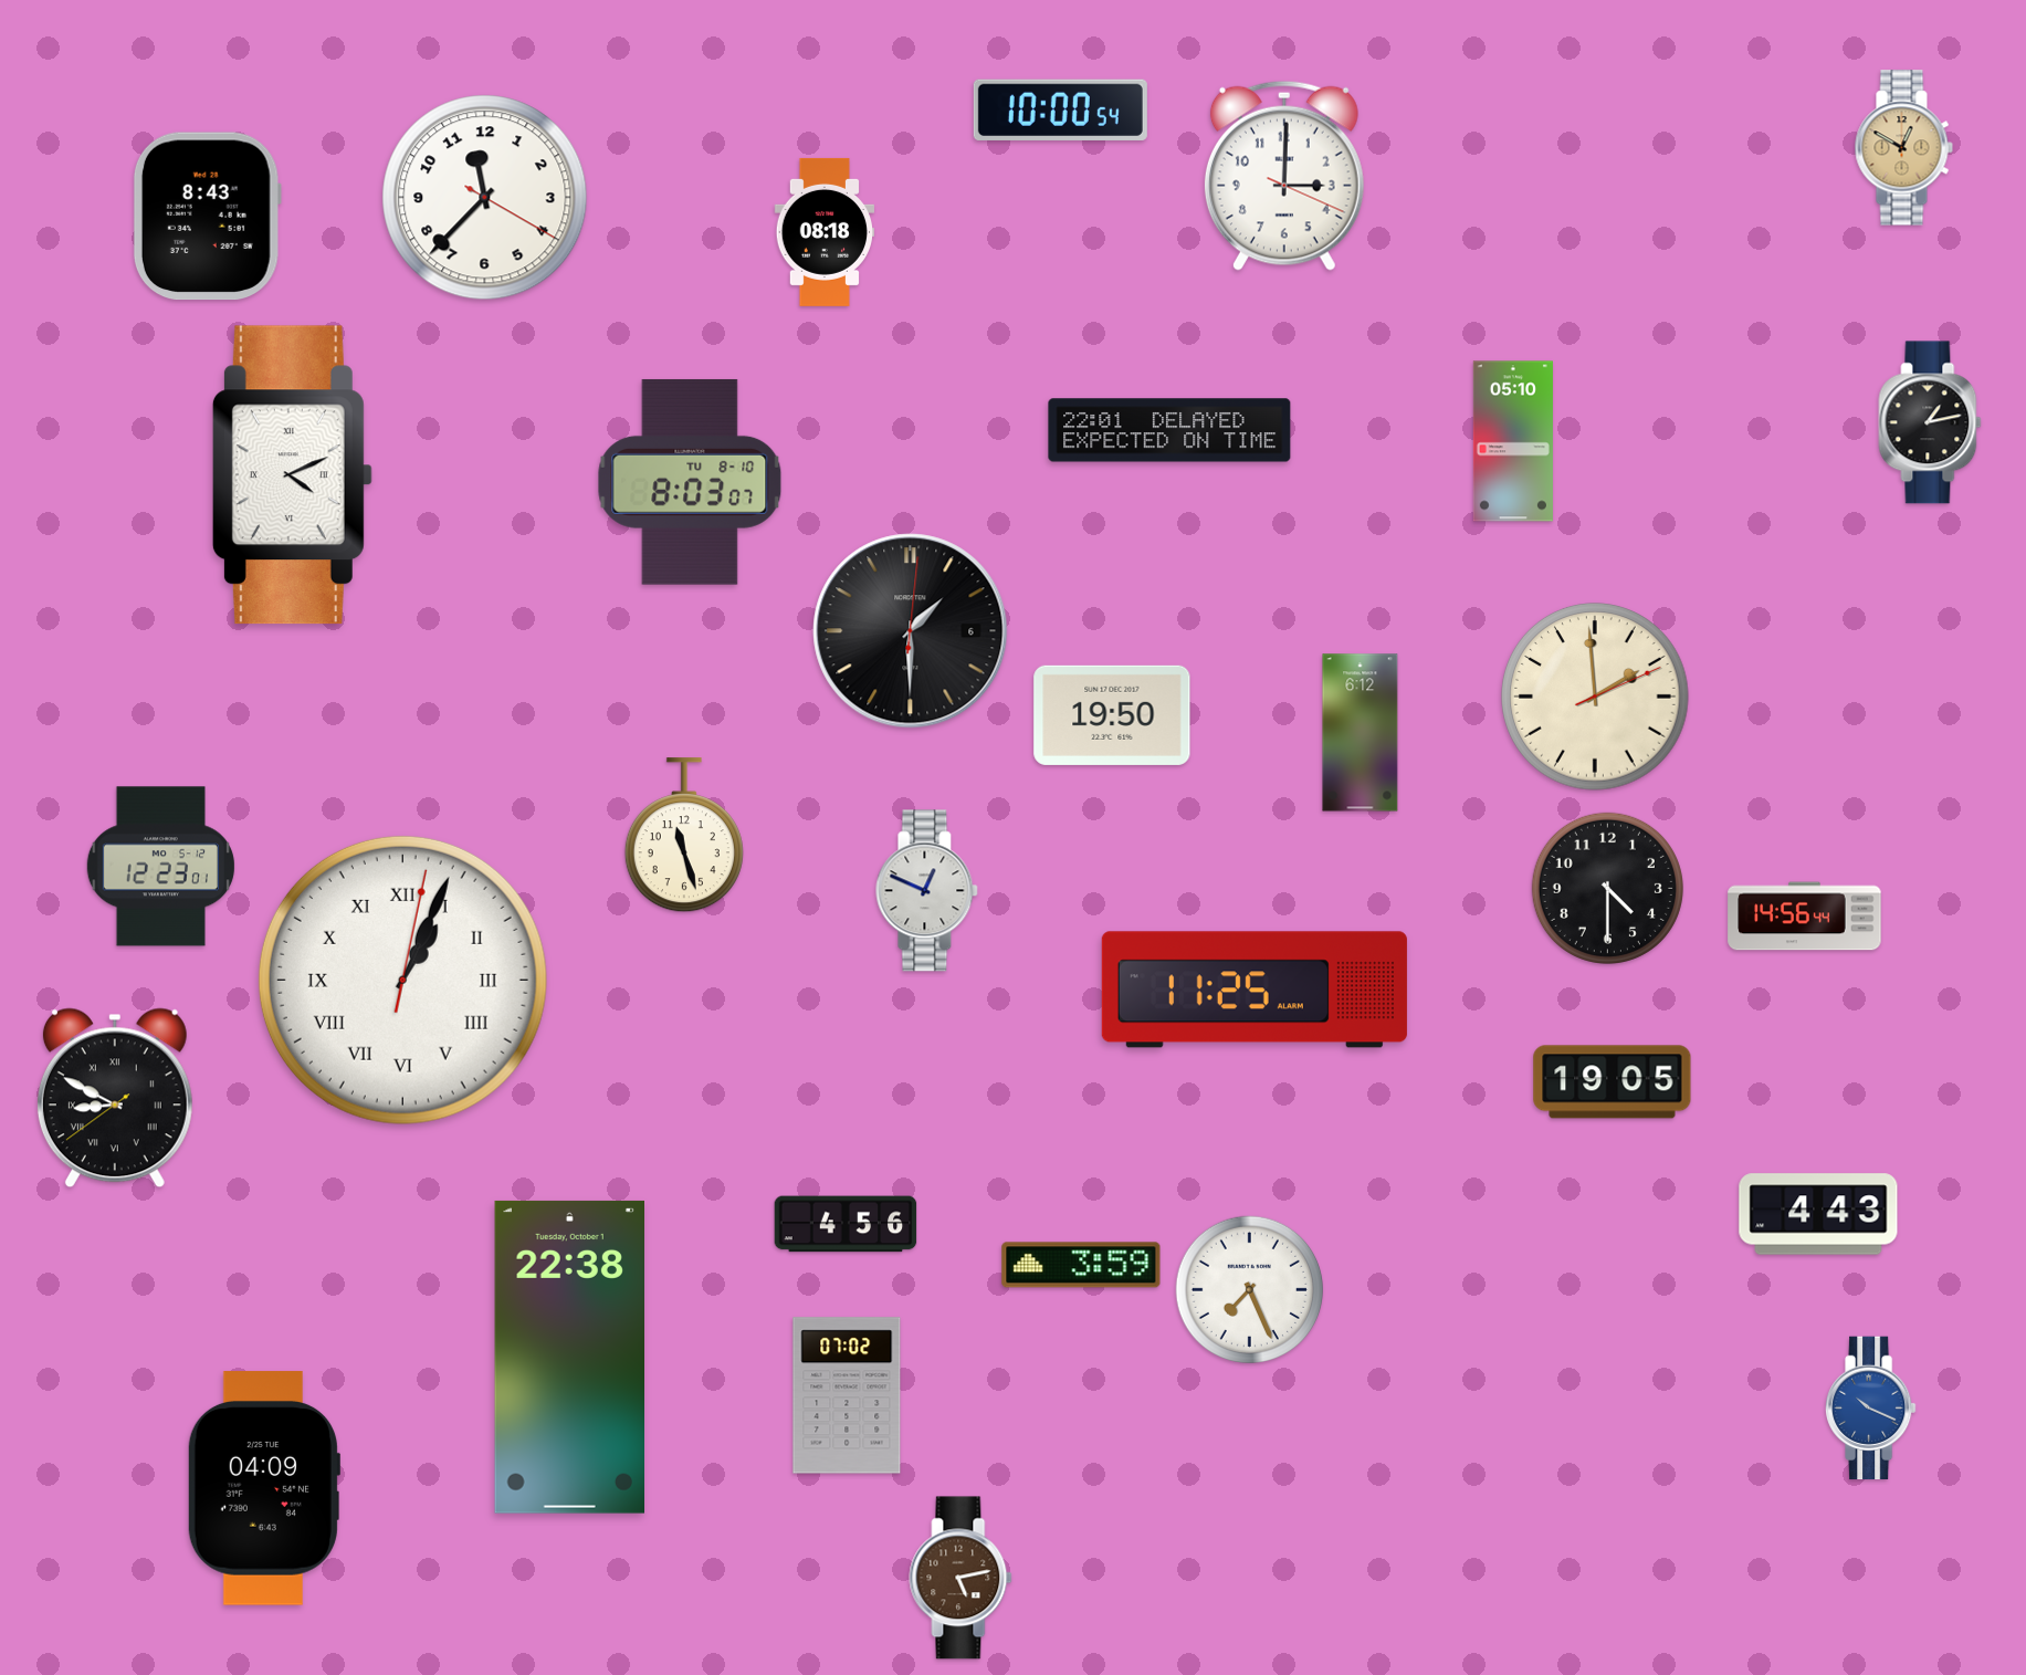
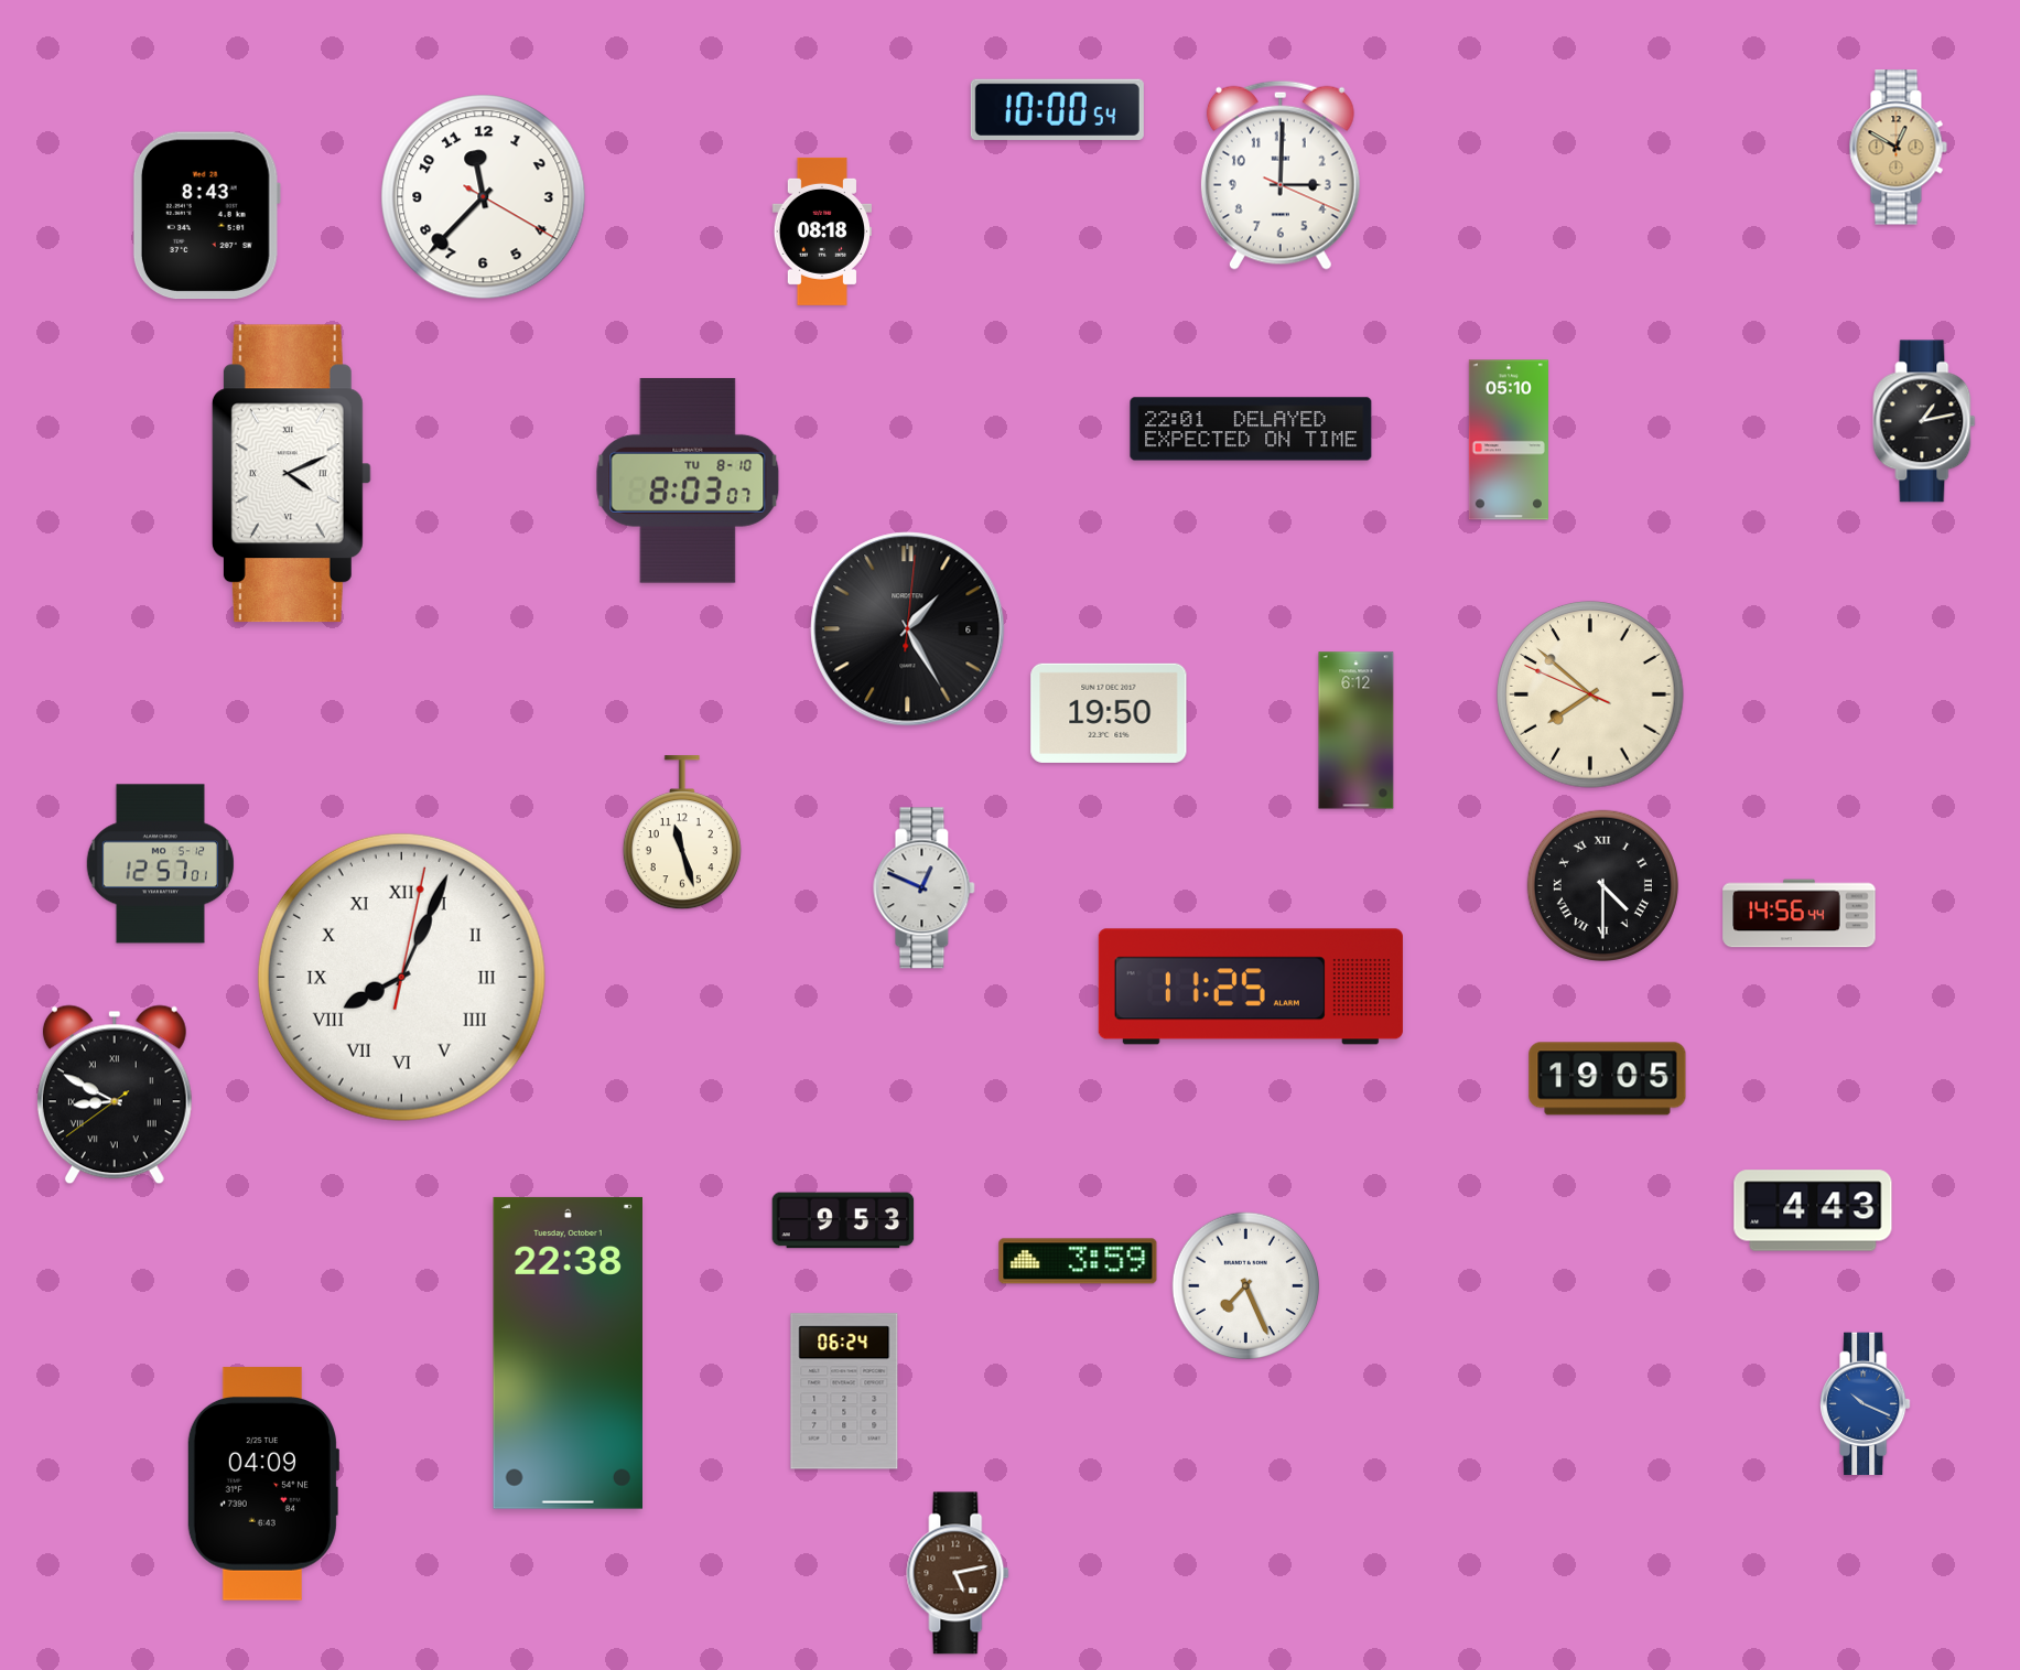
clock at (1169, 430) position: (1169, 430) -> (1251, 429)
clock at (911, 631): 1:30 -> 1:25
clock at (1595, 697): 1:59 -> 7:51
clock at (160, 867): 12:23 -> 12:57
clock at (1607, 888) numerals: Arabic -> Roman
clock at (402, 980): 1:04 -> 8:04
clock at (846, 1224): 4:56 -> 9:53
clock at (847, 1395): 07:02 -> 06:24
